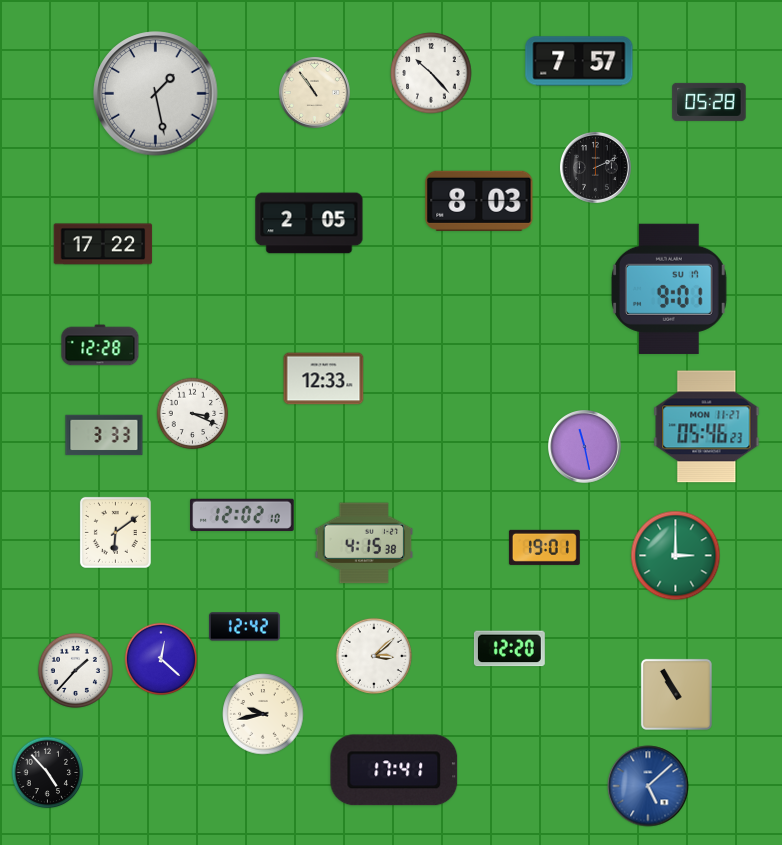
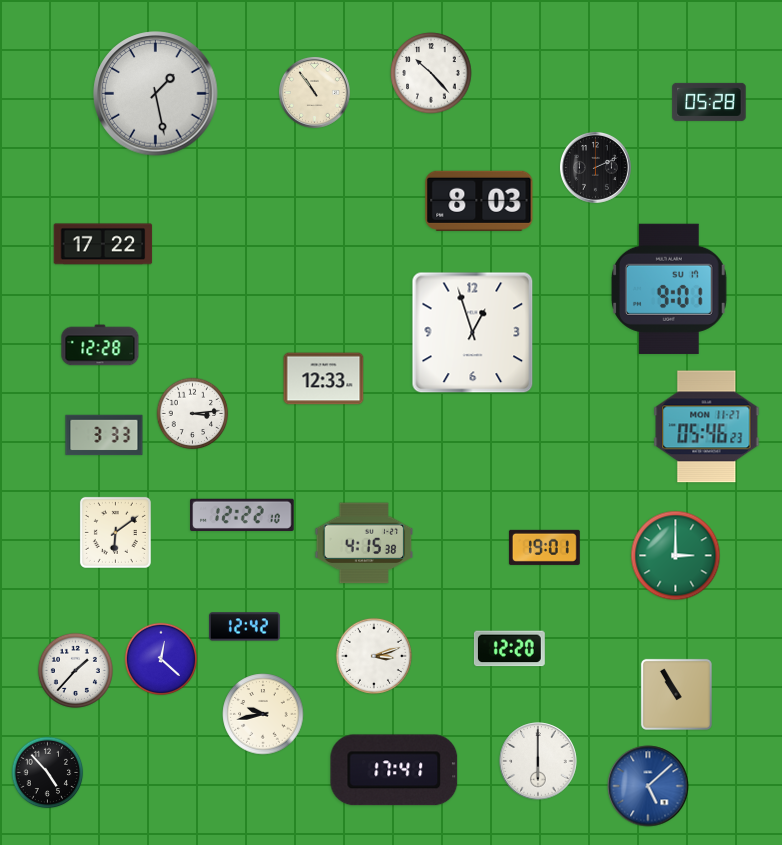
clock at (579, 61): 7:57 -> none
clock at (309, 223): 2:05 -> none
clock at (473, 333): none -> 12:57
clock at (193, 414): 3:19 -> 3:14
clock at (585, 447): 11:28 -> none
clock at (242, 514): 12:02 -> 12:22
clock at (374, 656): 3:08 -> 3:12
clock at (538, 761): none -> 6:00
